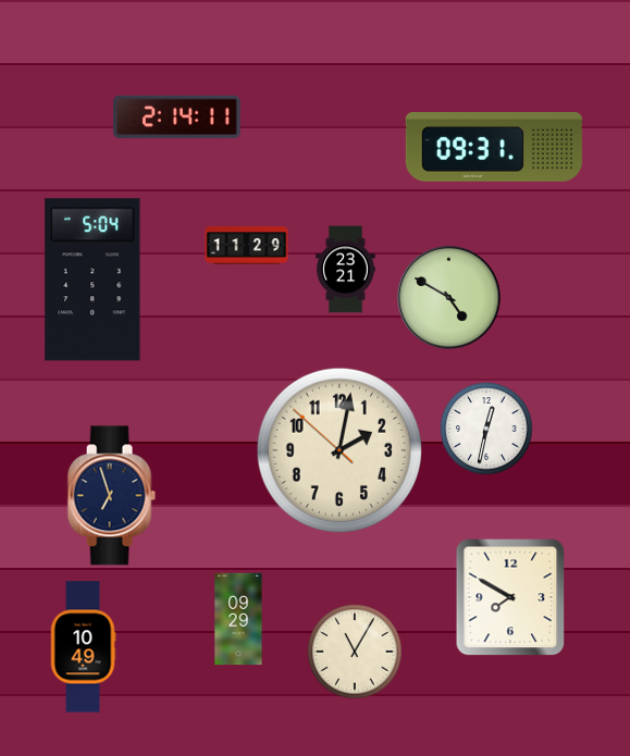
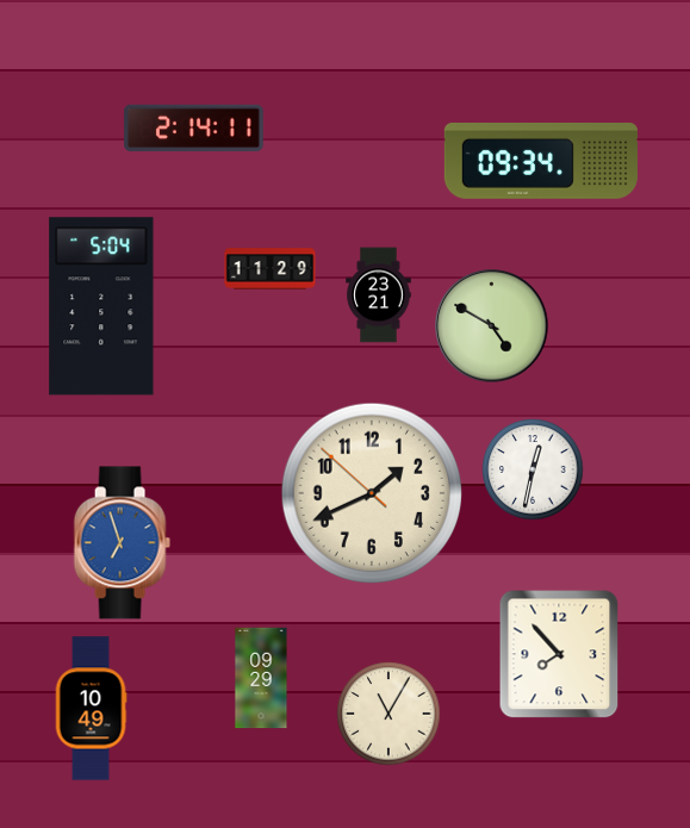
clock at (494, 147): 09:31 -> 09:34
clock at (339, 450): 2:01 -> 1:40
clock at (111, 496) dial: navy -> blue
clock at (510, 597): 7:50 -> 7:53
